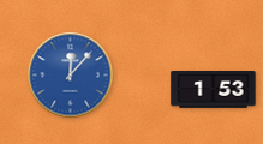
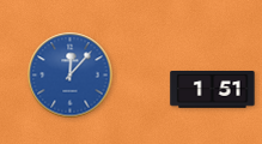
clock at (214, 90): 1:53 -> 1:51
